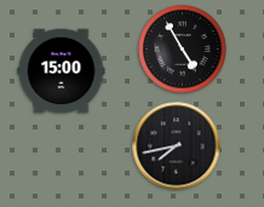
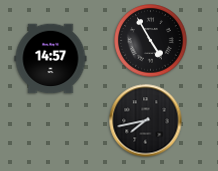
clock at (62, 71): 15:00 -> 14:57
